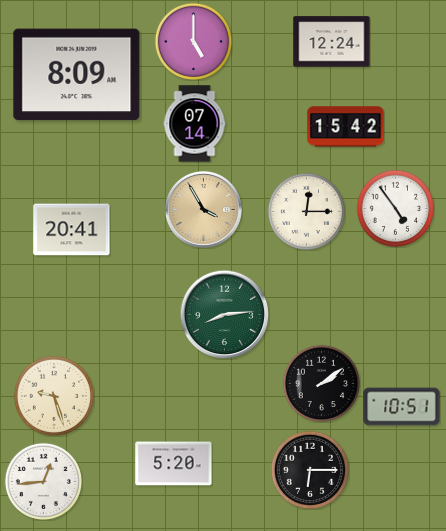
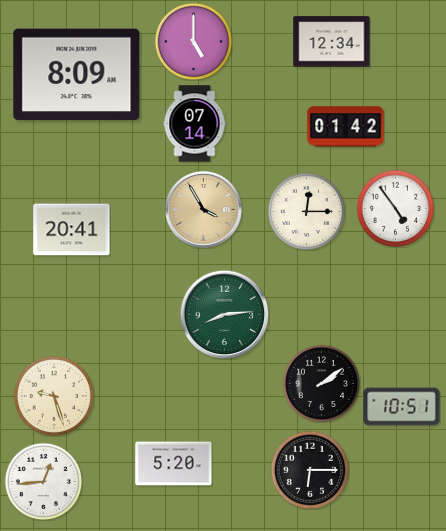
clock at (332, 42): 12:24 -> 12:34
clock at (346, 127): 15:42 -> 01:42
